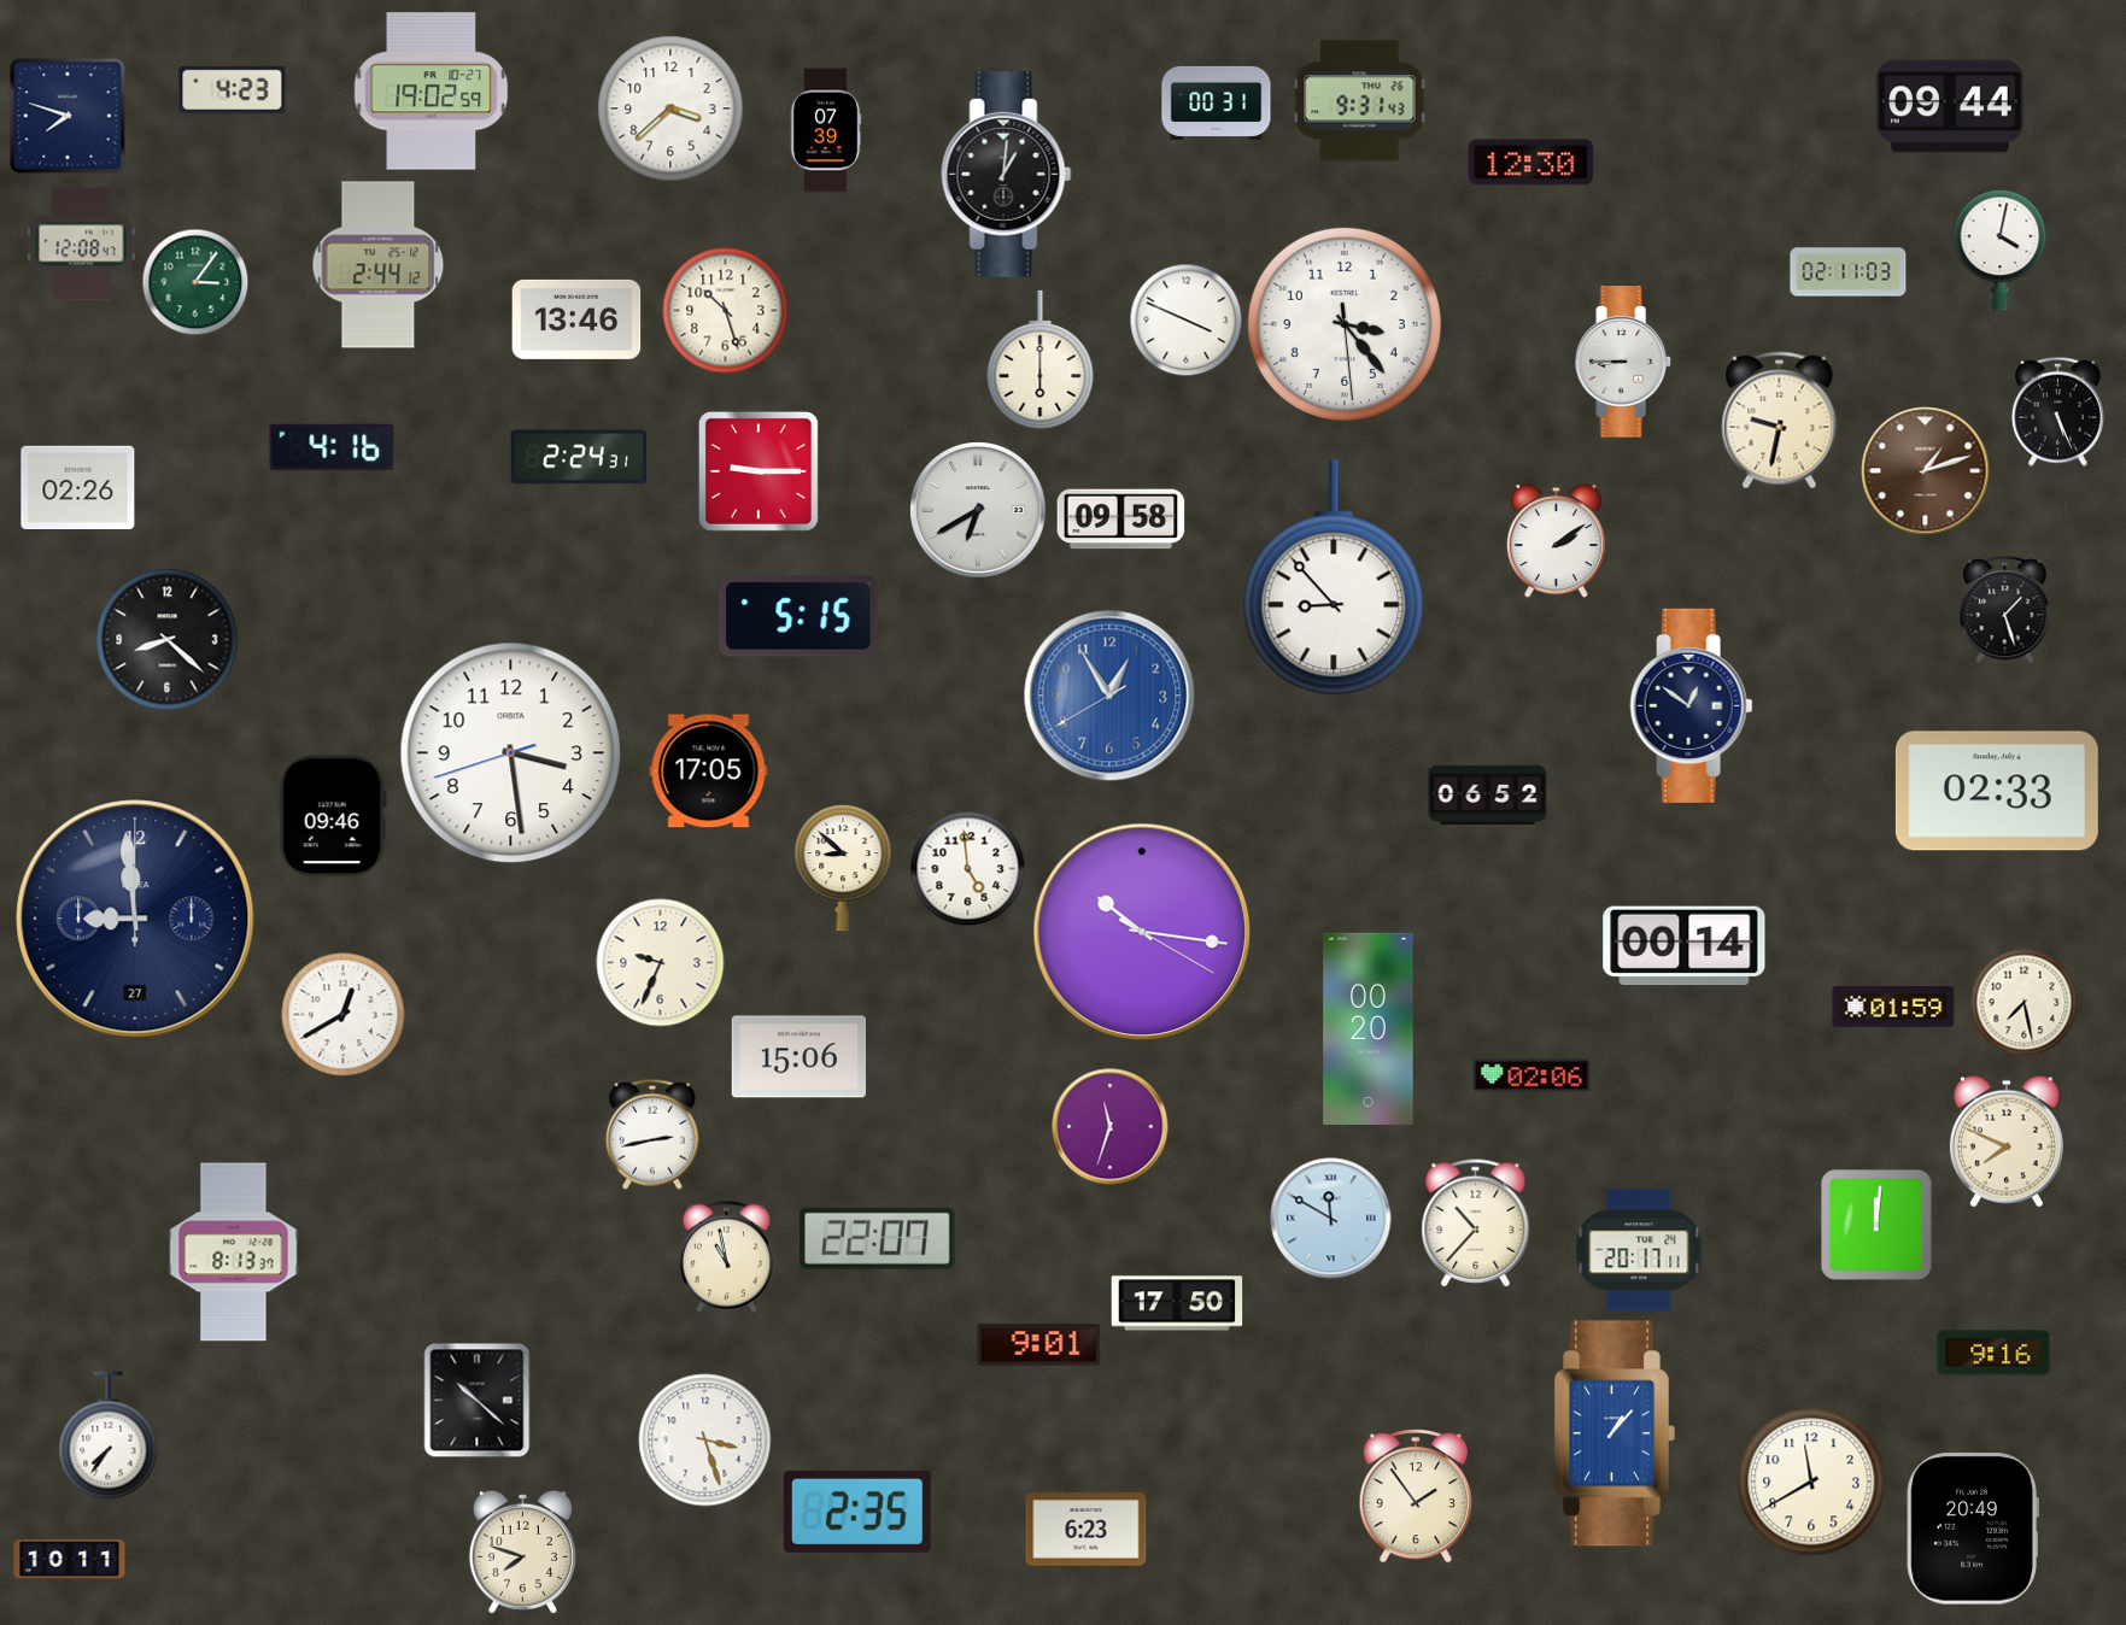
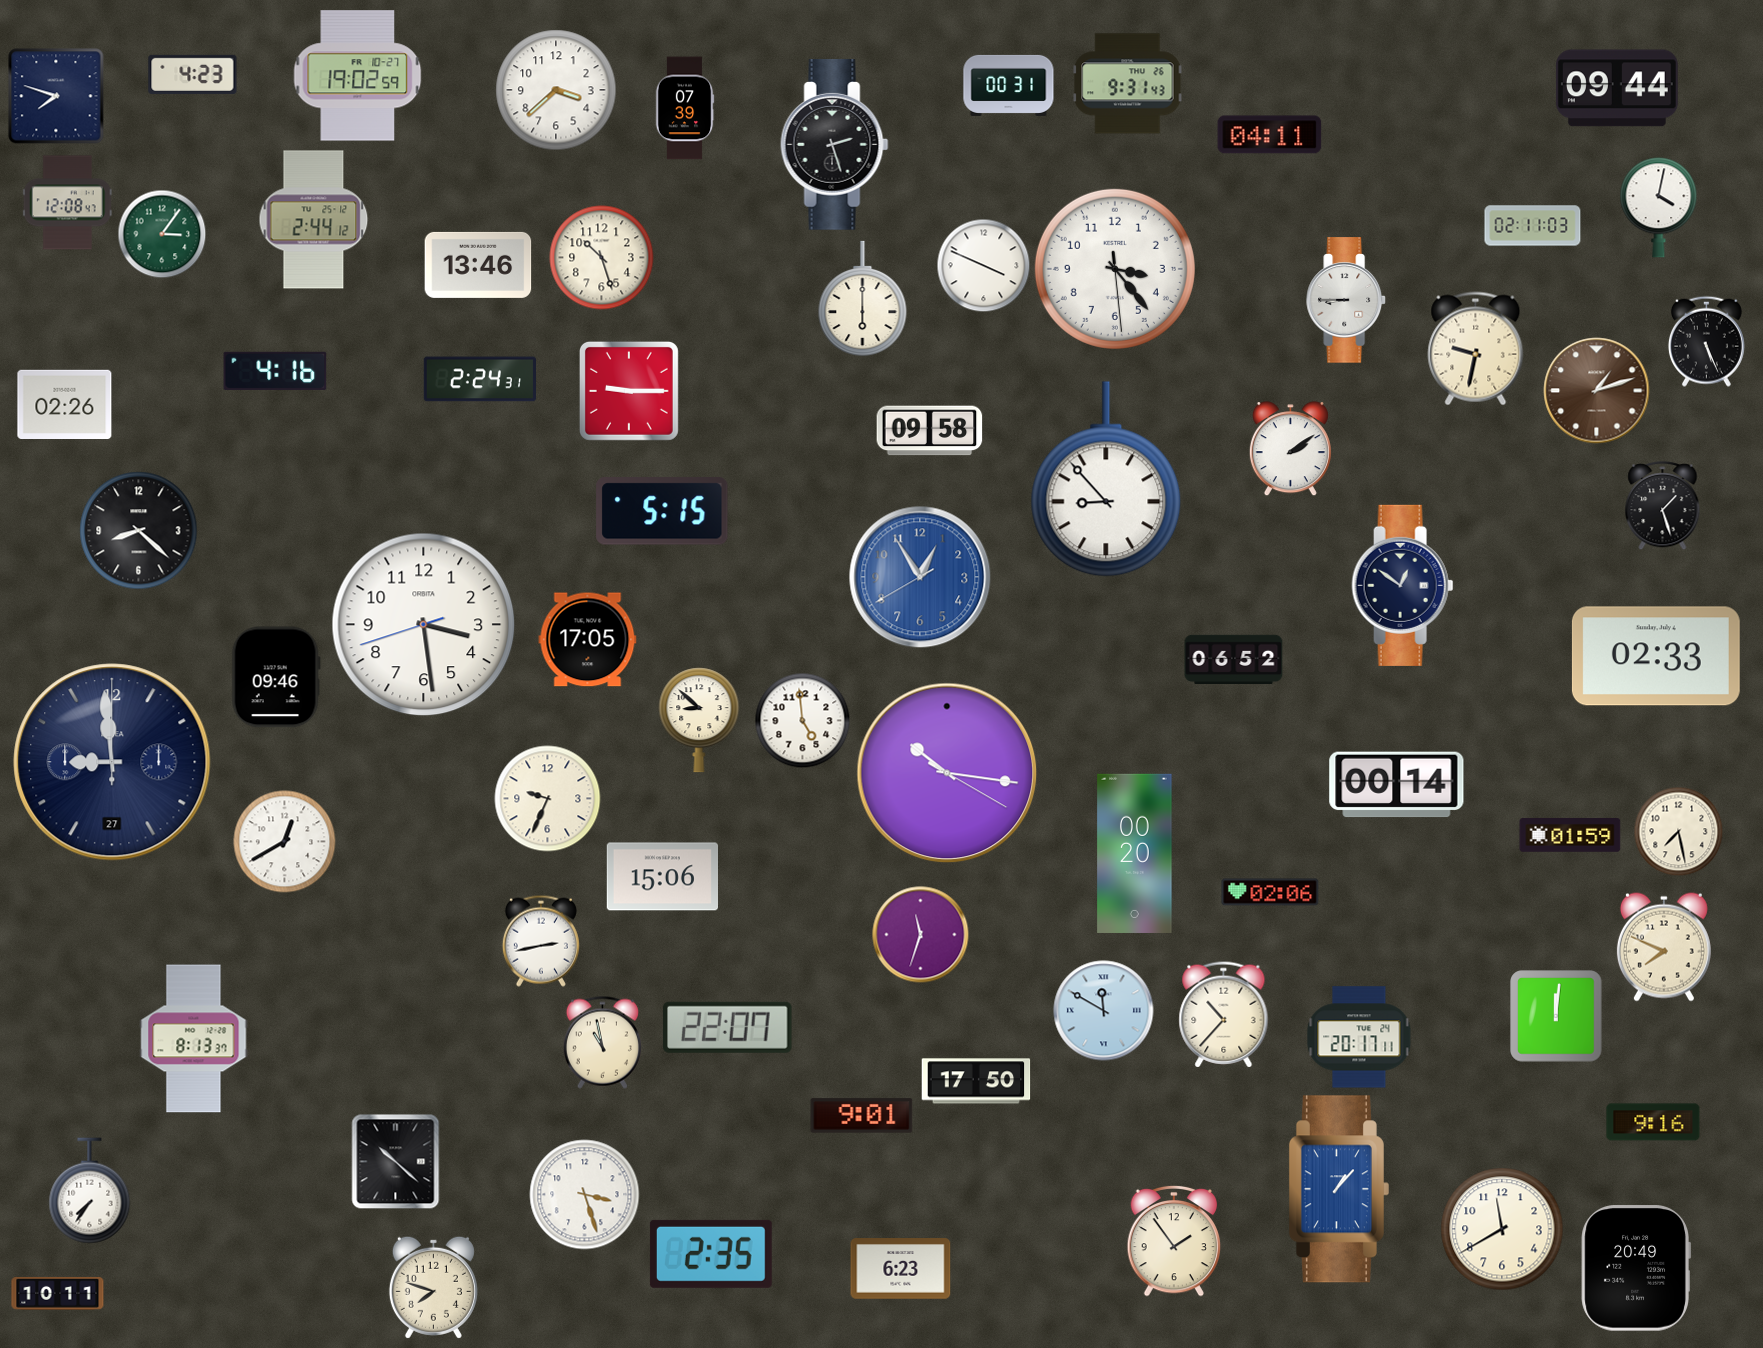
clock at (1531, 163): 12:30 -> 04:11
clock at (1007, 174): 1:01 -> 2:27
clock at (979, 511): 6:40 -> none
